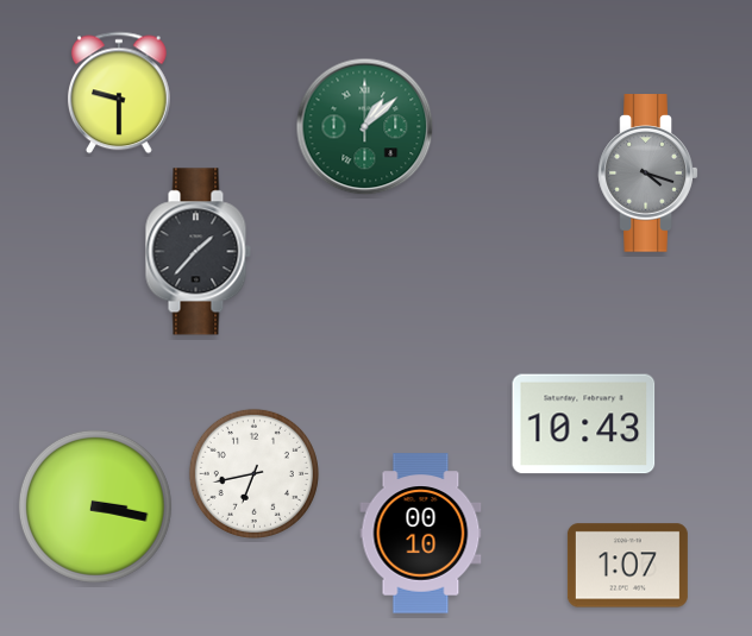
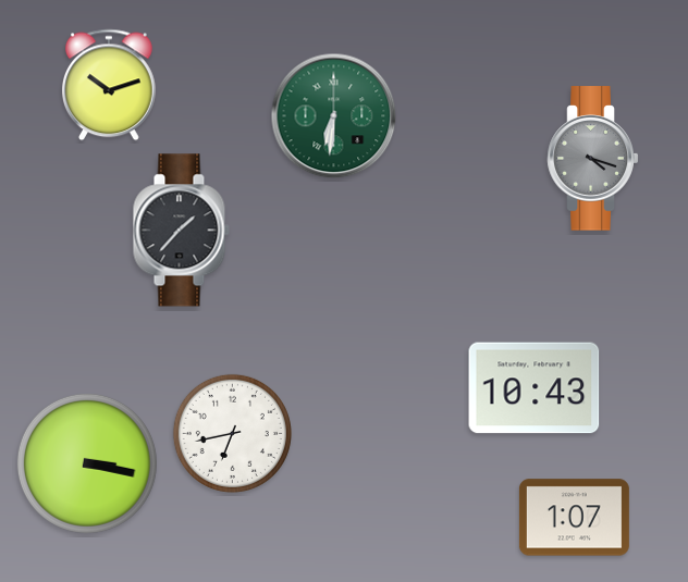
clock at (119, 93): 9:30 -> 10:12
clock at (365, 127): 1:08 -> 6:31
clock at (421, 534): 00:10 -> none
